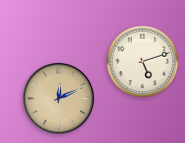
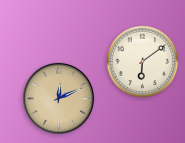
clock at (143, 62): 5:12 -> 6:09
